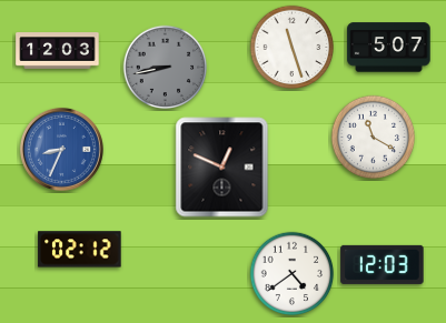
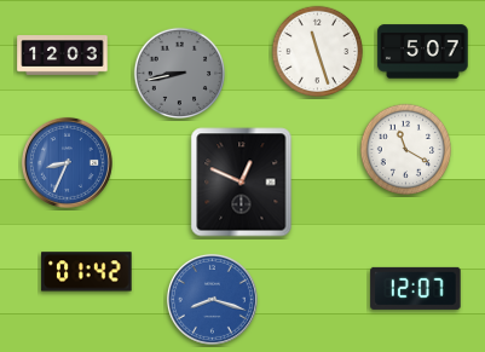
clock at (80, 250): 02:12 -> 01:42
clock at (383, 264): 12:03 -> 12:07
clock at (212, 299): none -> 8:18
clock at (293, 274): 4:39 -> none
